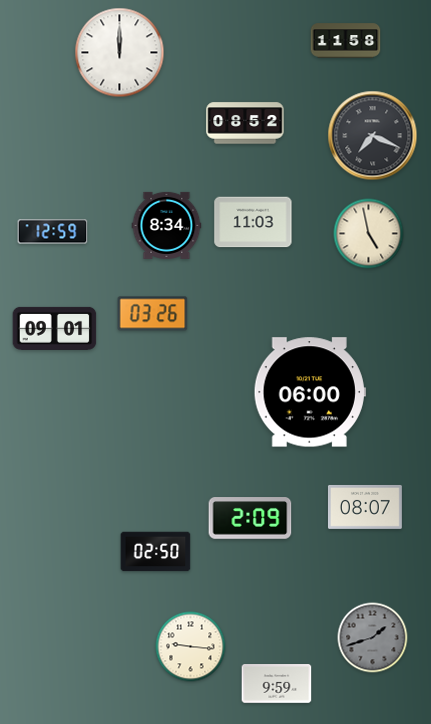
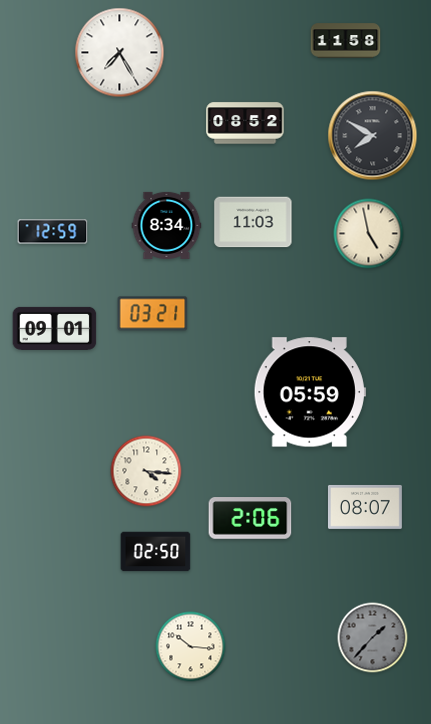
clock at (120, 53): 12:00 -> 7:25
clock at (373, 136): 7:19 -> 7:50
clock at (153, 314): 03:26 -> 03:21
clock at (310, 392): 06:00 -> 05:59
clock at (146, 471): none -> 4:16
clock at (250, 518): 2:09 -> 2:06
clock at (373, 638): 1:42 -> 1:37
clock at (191, 647): 9:16 -> 10:16
clock at (277, 684): 9:59 -> none
